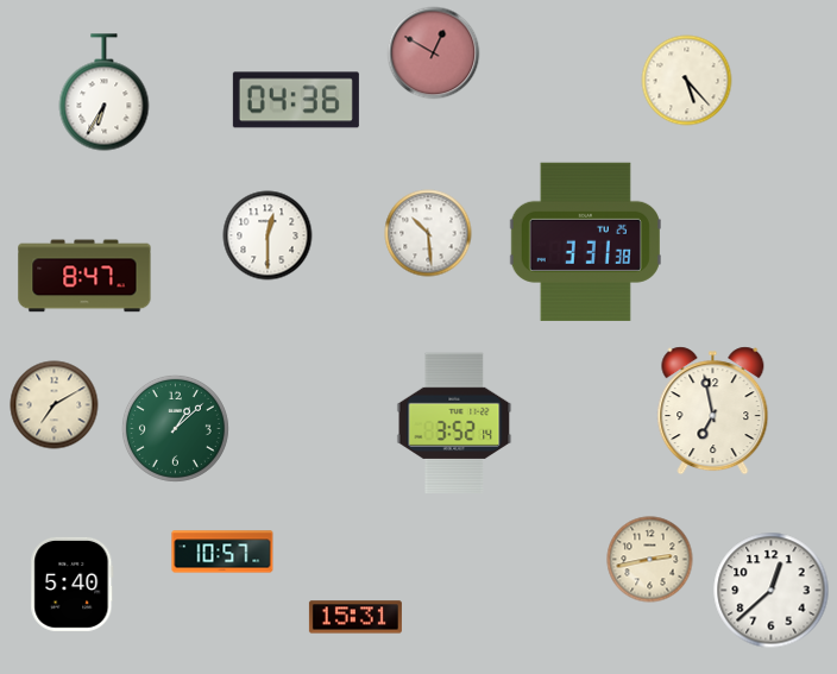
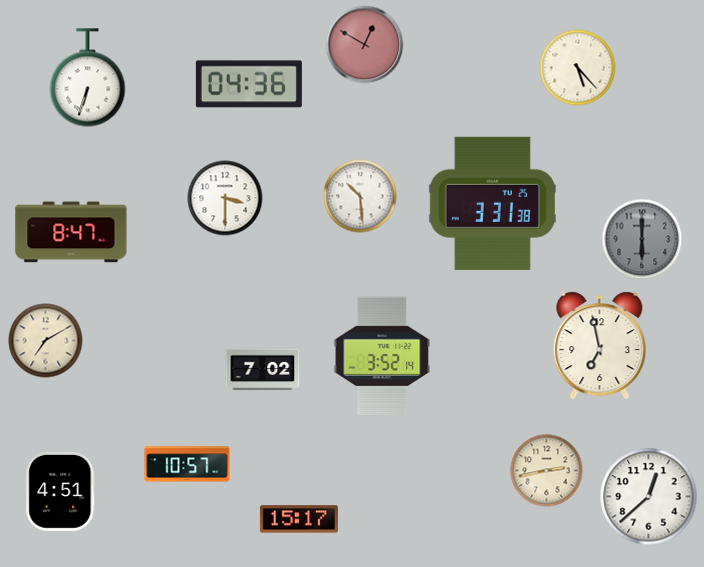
clock at (105, 93): 6:35 -> 6:33
clock at (268, 235): 12:30 -> 3:30
clock at (642, 239): none -> 6:00
clock at (175, 428): 1:08 -> none
clock at (263, 370): none -> 7:02
clock at (73, 584): 5:40 -> 4:51
clock at (355, 617): 15:31 -> 15:17
